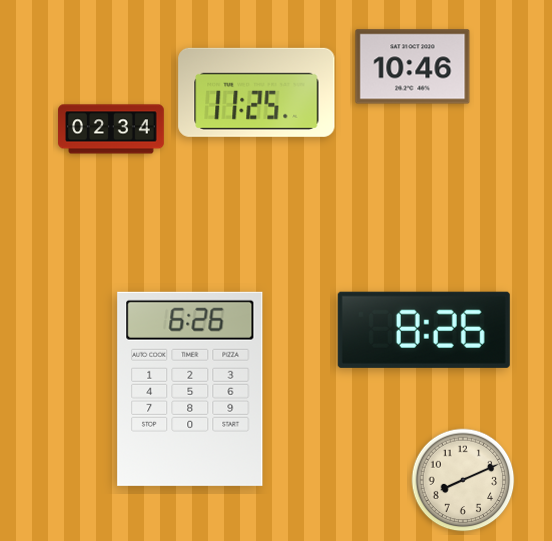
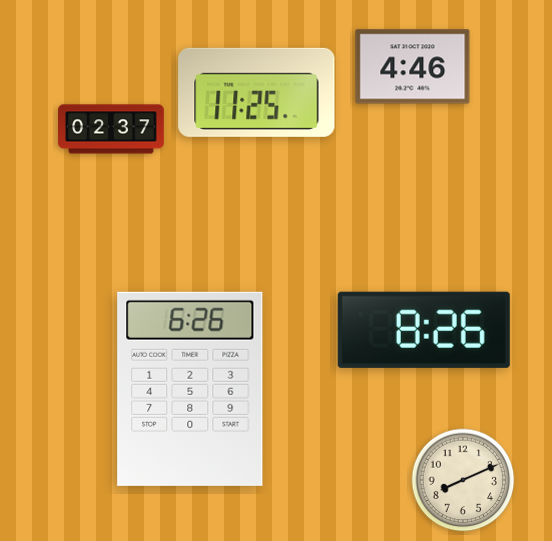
clock at (413, 67): 10:46 -> 4:46
clock at (111, 129): 02:34 -> 02:37
